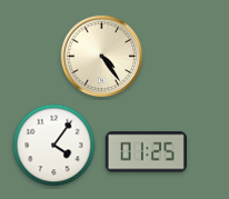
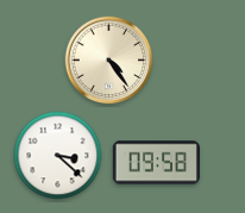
clock at (54, 146): 4:06 -> 3:22
clock at (146, 152): 01:25 -> 09:58
